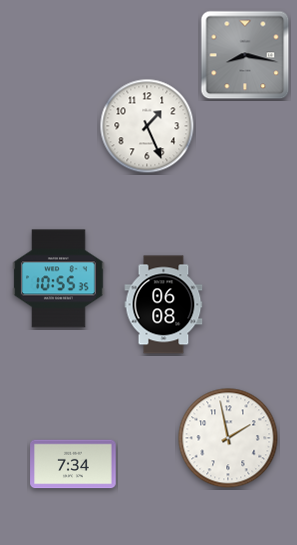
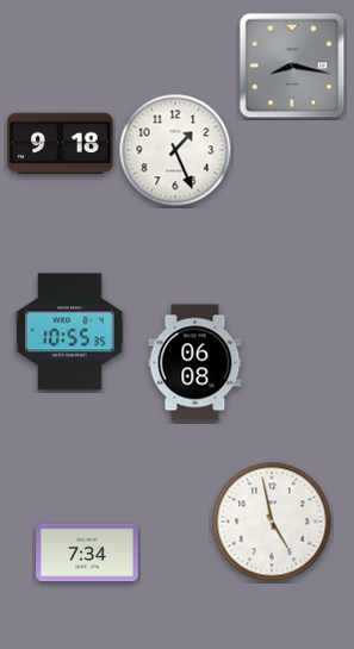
clock at (61, 144): none -> 9:18
clock at (228, 438): 1:58 -> 4:58
